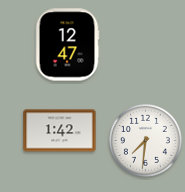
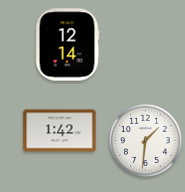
clock at (67, 45): 12:47 -> 12:14
clock at (145, 140): 7:31 -> 1:31
